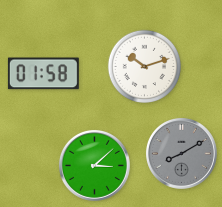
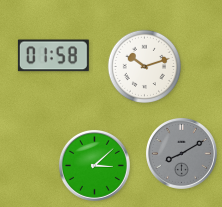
clock at (43, 74) position: (43, 74) -> (53, 56)
